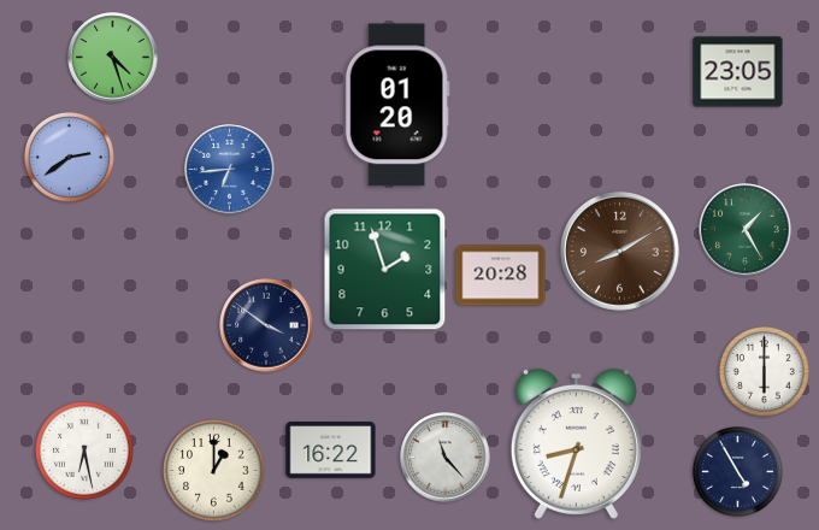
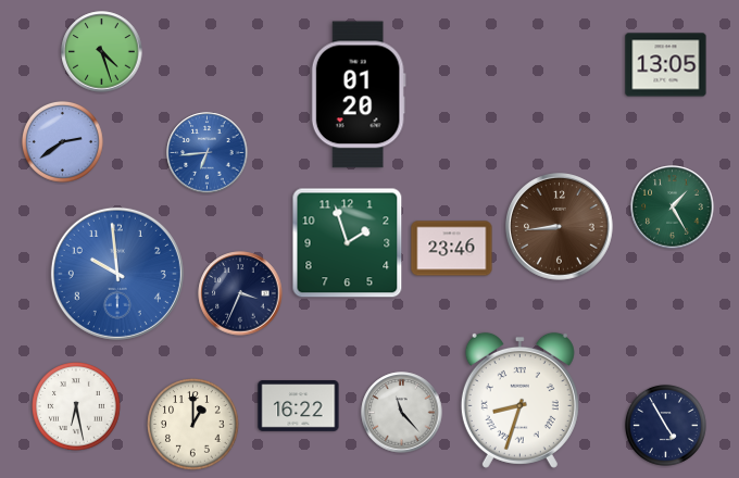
clock at (738, 72): 23:05 -> 13:05
clock at (620, 252): 8:10 -> 8:44
clock at (501, 276): 20:28 -> 23:46
clock at (117, 274): none -> 9:59
clock at (266, 325): 3:51 -> 3:34
clock at (764, 371): 6:00 -> none
